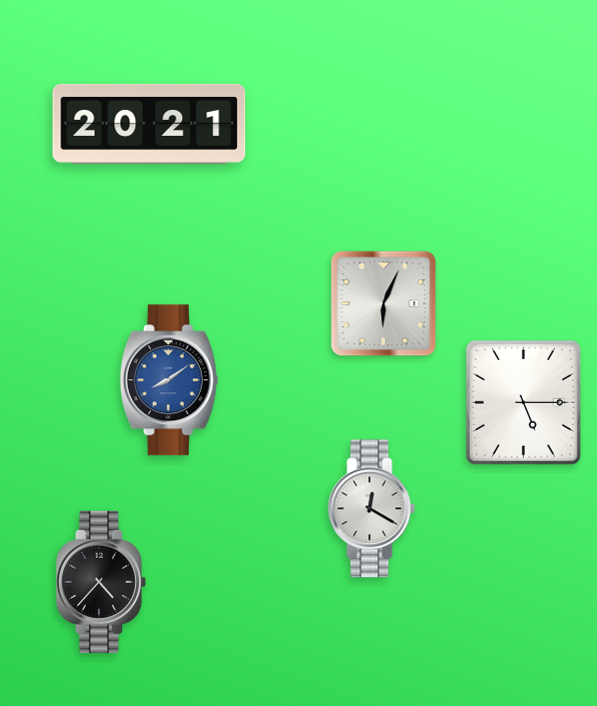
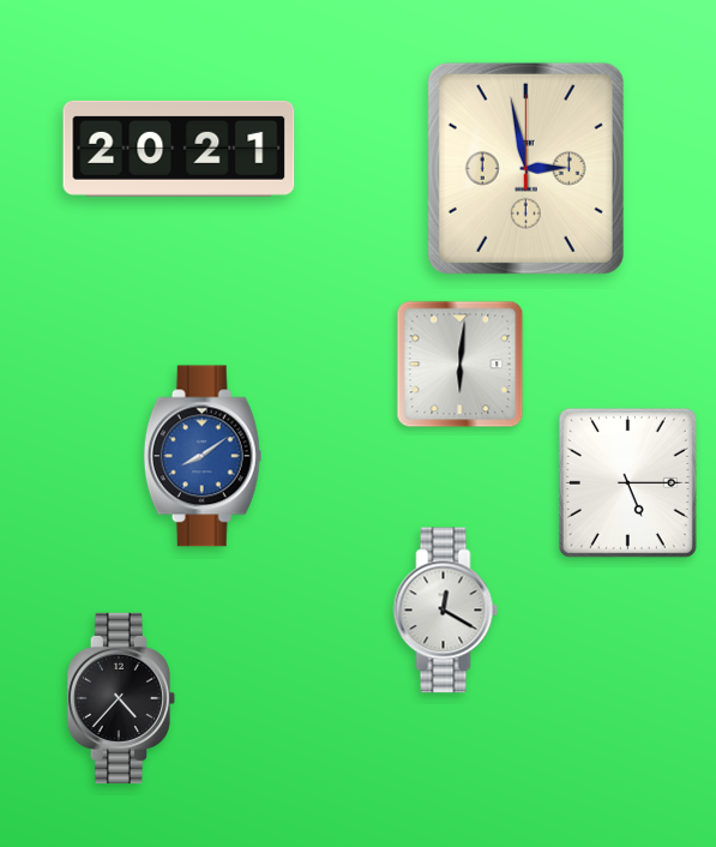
clock at (525, 168): none -> 2:58
clock at (384, 304): 6:04 -> 6:01
